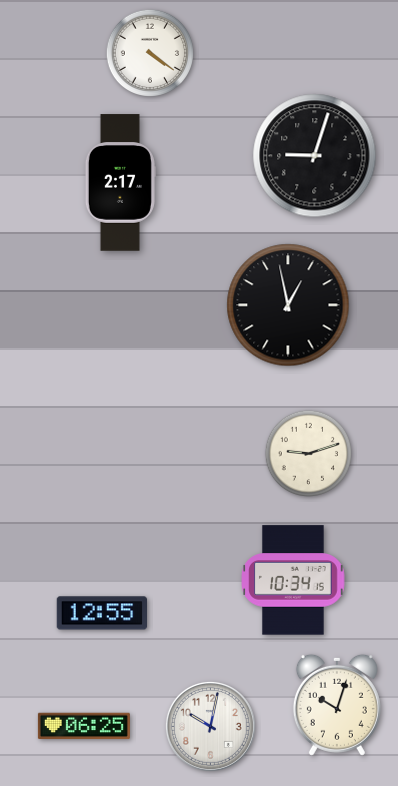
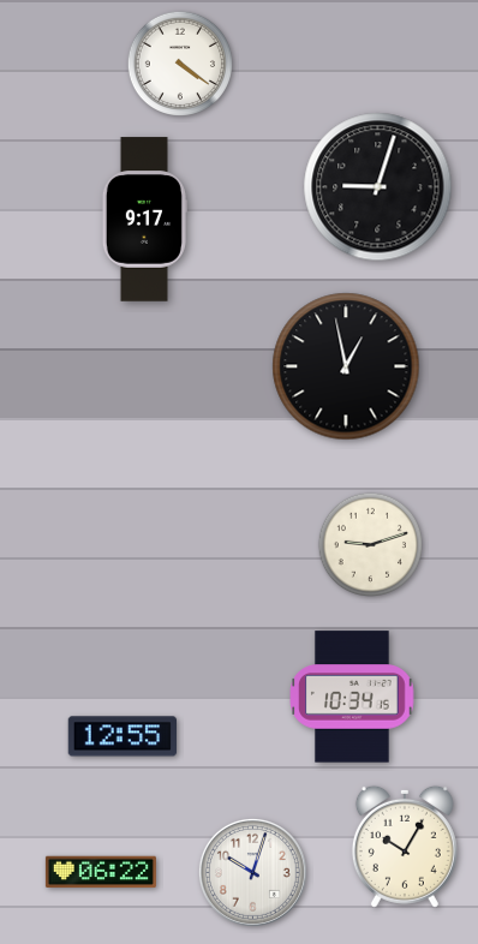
clock at (120, 183): 2:17 -> 9:17
clock at (337, 705): 10:03 -> 10:05
clock at (84, 726): 06:25 -> 06:22
clock at (210, 726): 10:02 -> 10:03
